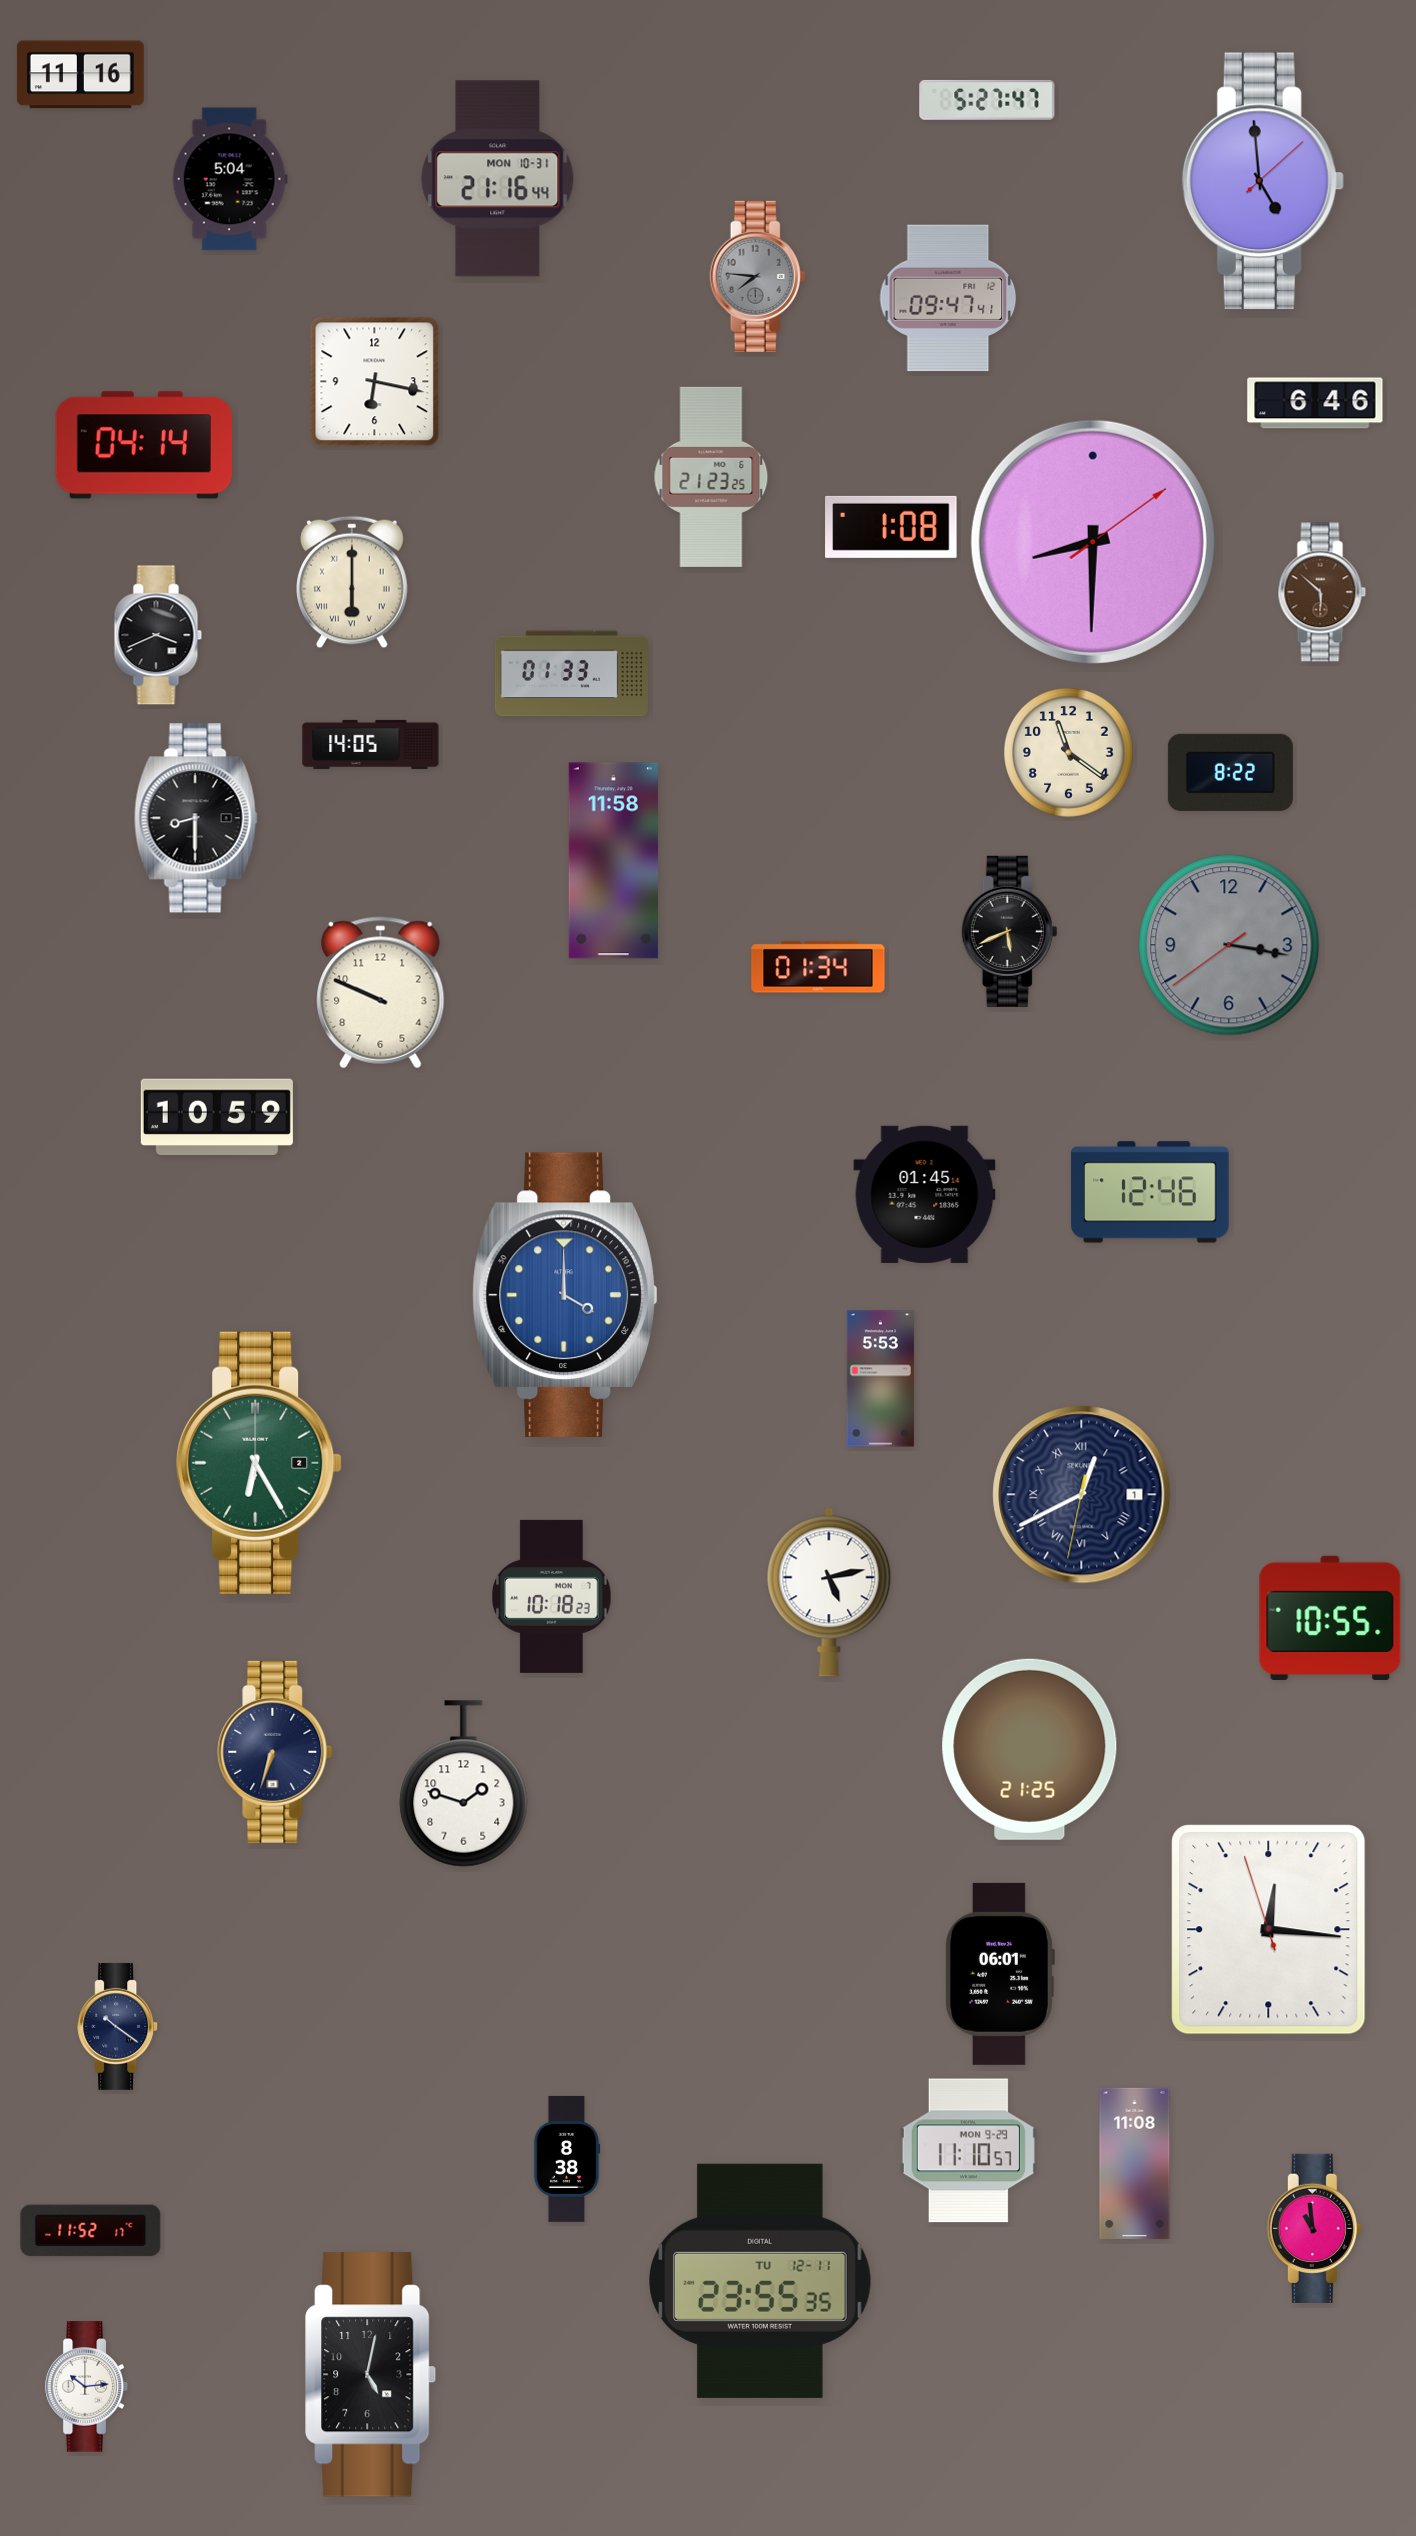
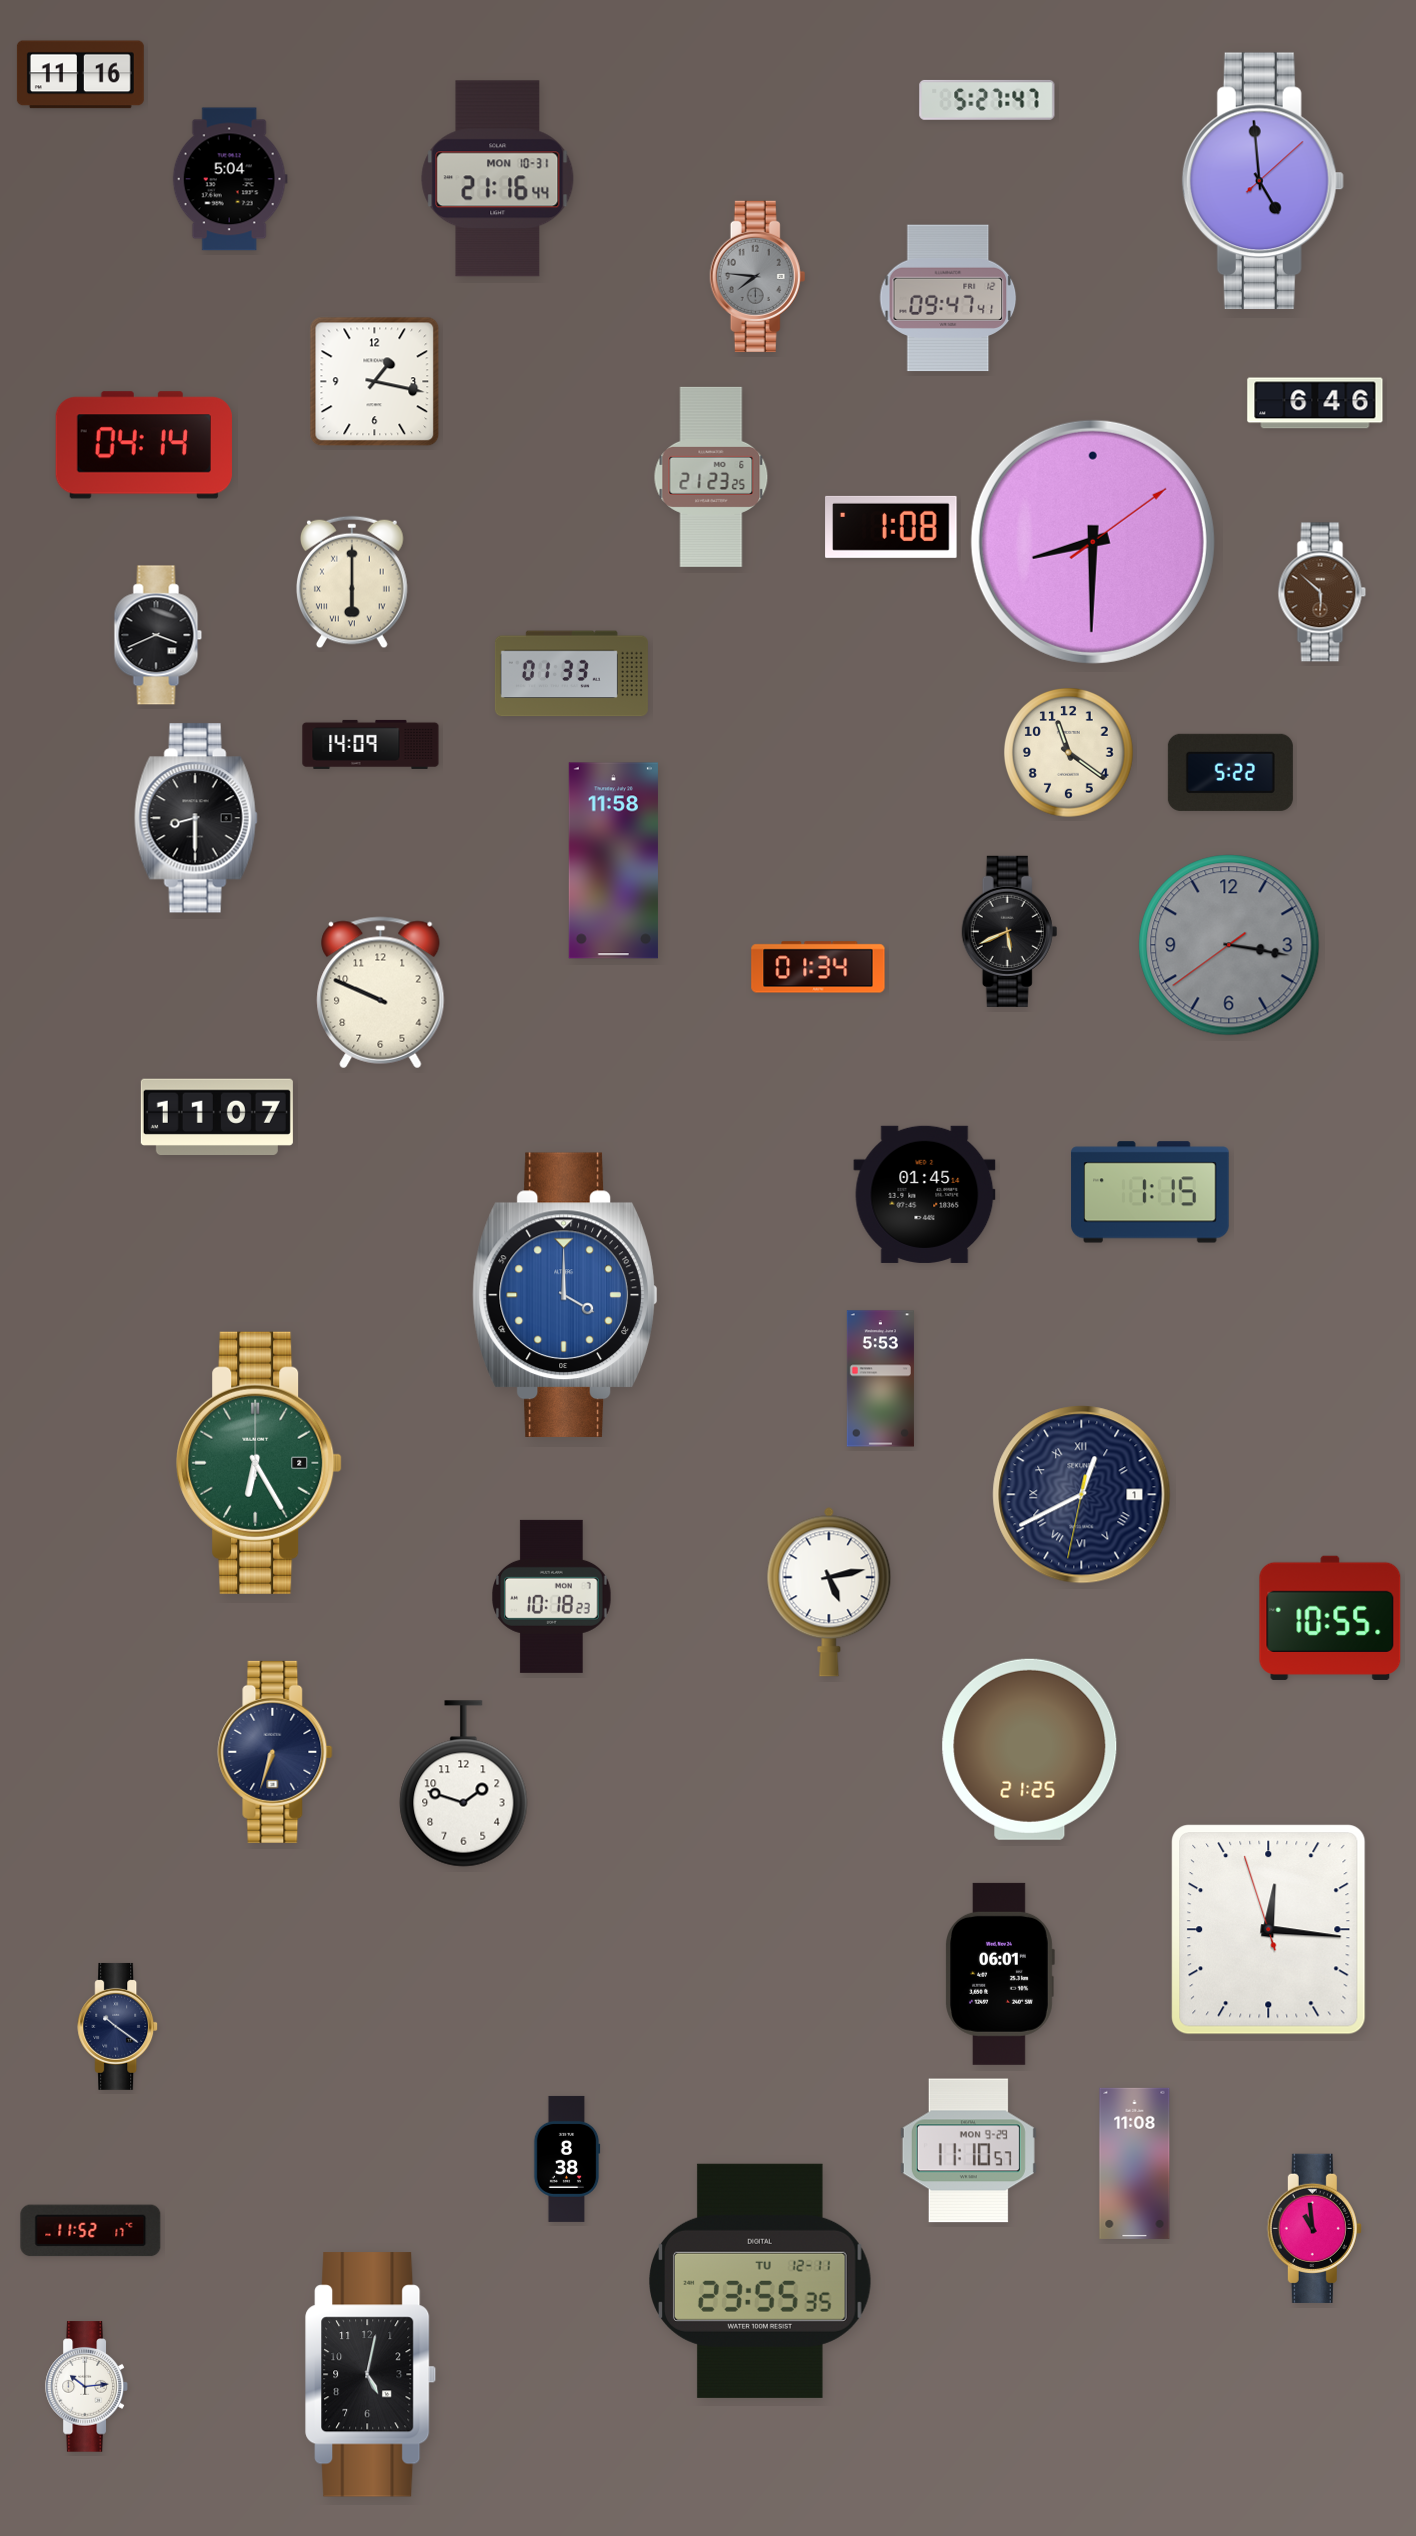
clock at (375, 382): 6:17 -> 1:17
clock at (371, 744): 14:05 -> 14:09
clock at (1230, 772): 8:22 -> 5:22
clock at (217, 1117): 10:59 -> 11:07
clock at (1150, 1192): 12:46 -> 1:15
